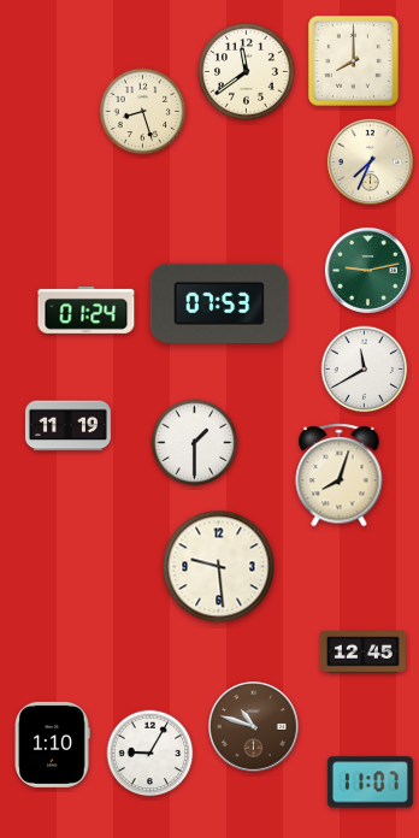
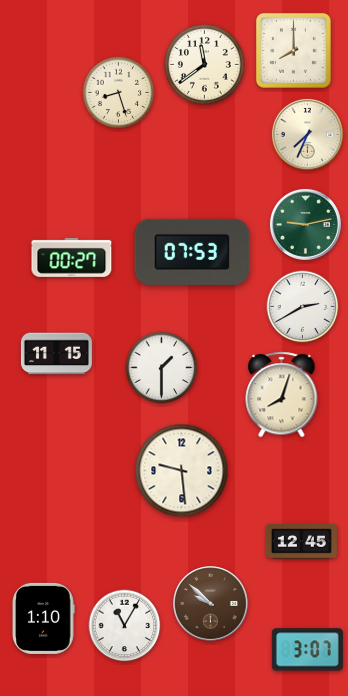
clock at (247, 72) position: (247, 72) -> (205, 65)
clock at (219, 303) position: (219, 303) -> (192, 252)
clock at (87, 309): 01:24 -> 00:27
clock at (365, 370): 11:40 -> 2:40
clock at (67, 426): 11:19 -> 11:15
clock at (254, 727): 10:48 -> 9:52
clock at (151, 754): 9:05 -> 11:05
clock at (370, 783): 11:07 -> 3:07
